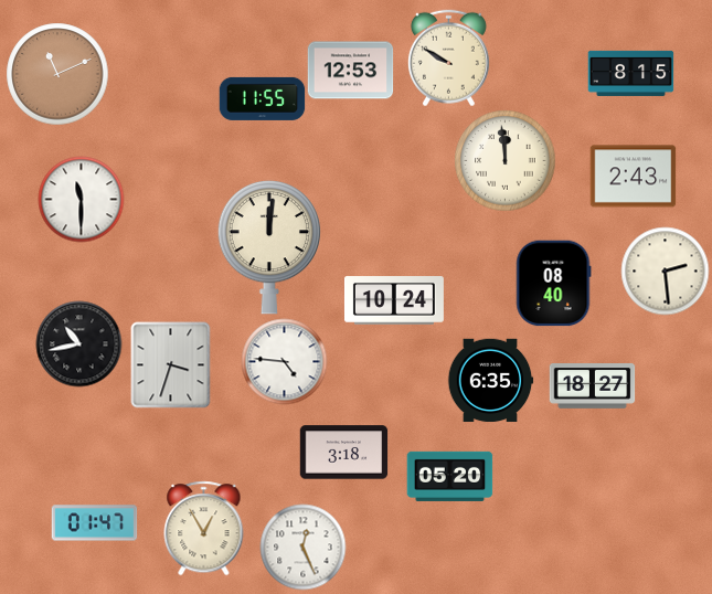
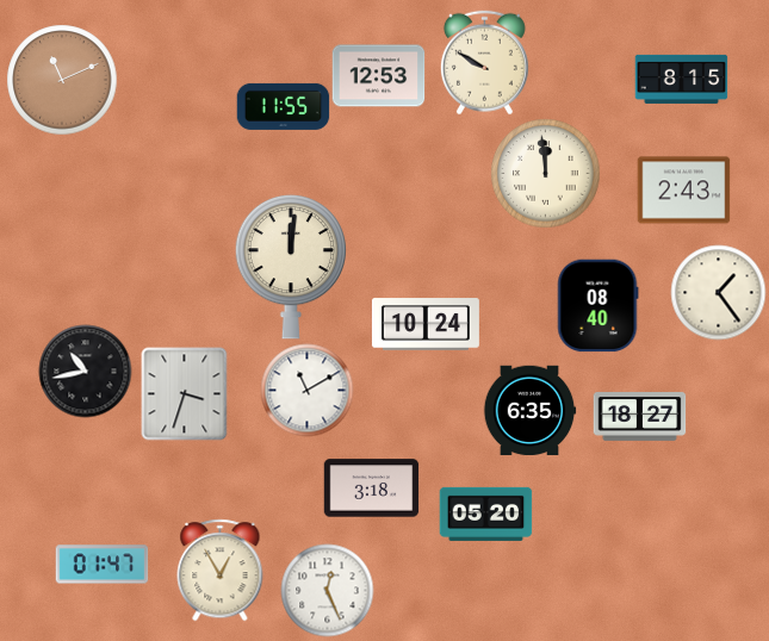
clock at (81, 199): 11:30 -> none
clock at (665, 271): 2:29 -> 1:24
clock at (284, 361): 4:46 -> 11:10
